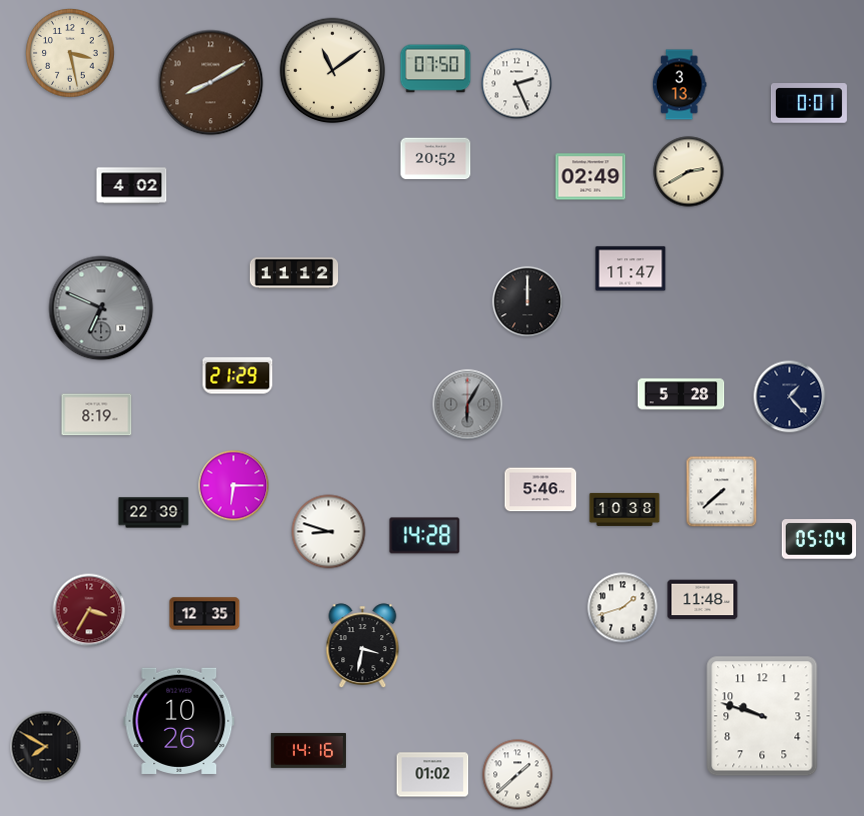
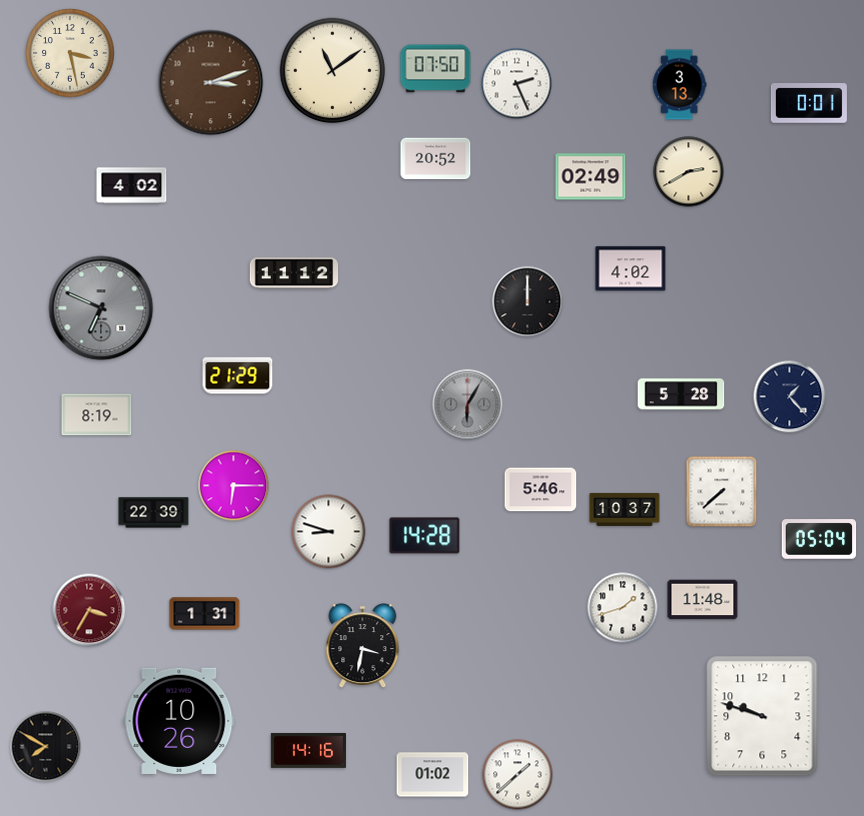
clock at (211, 83): 8:10 -> 3:12
clock at (631, 269): 11:47 -> 4:02
clock at (625, 509): 10:38 -> 10:37
clock at (205, 614): 12:35 -> 1:31
